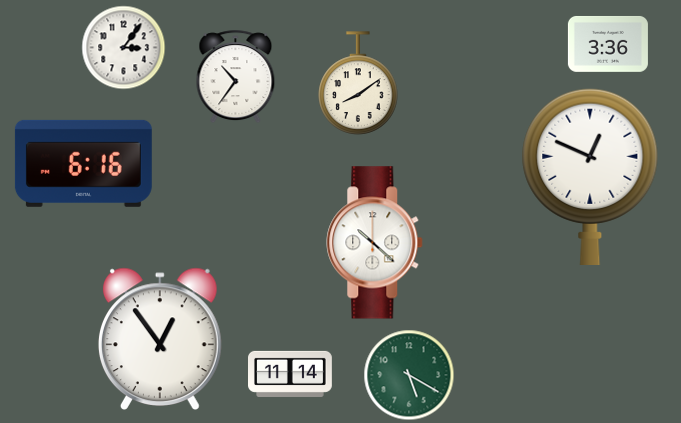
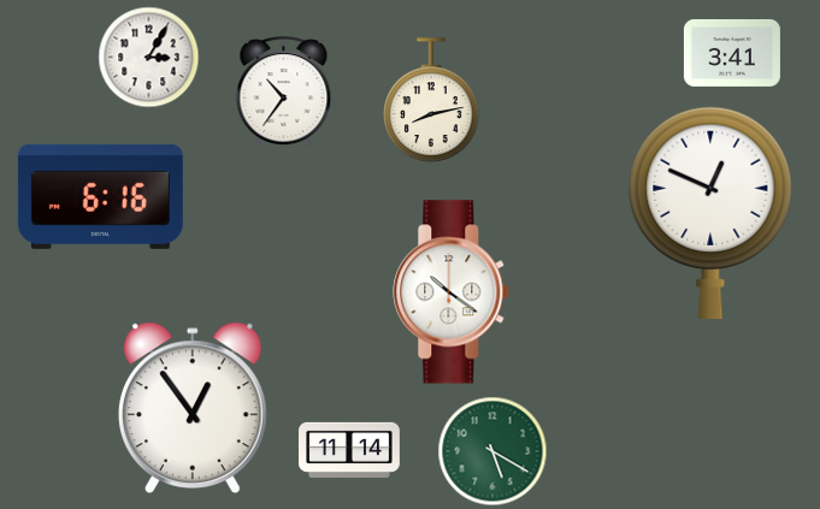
clock at (608, 44): 3:36 -> 3:41
clock at (123, 47): 3:06 -> 3:05
clock at (358, 83): 8:09 -> 8:13
clock at (375, 243): 10:22 -> 10:21
